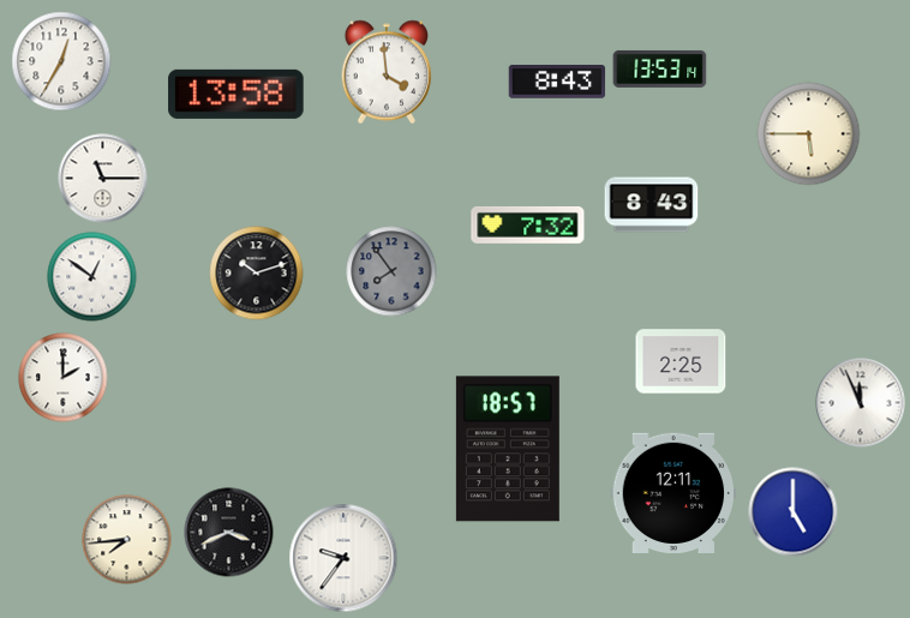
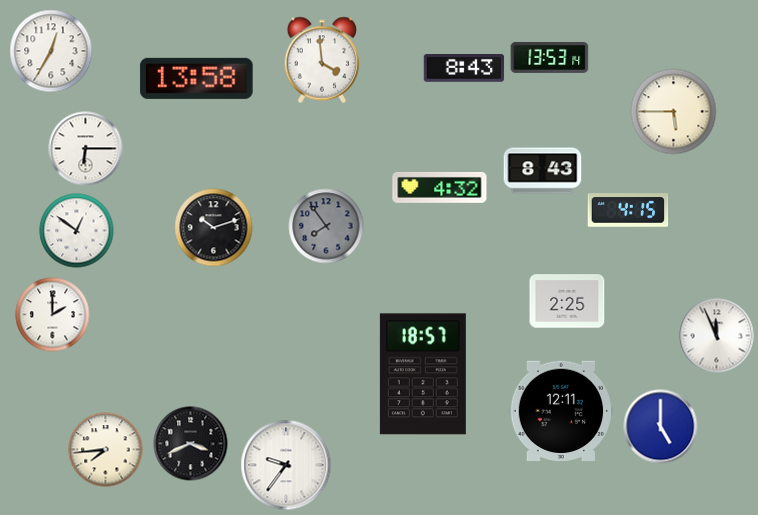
clock at (103, 179): 11:15 -> 6:15
clock at (528, 224): 7:32 -> 4:32
clock at (628, 210): none -> 4:15
